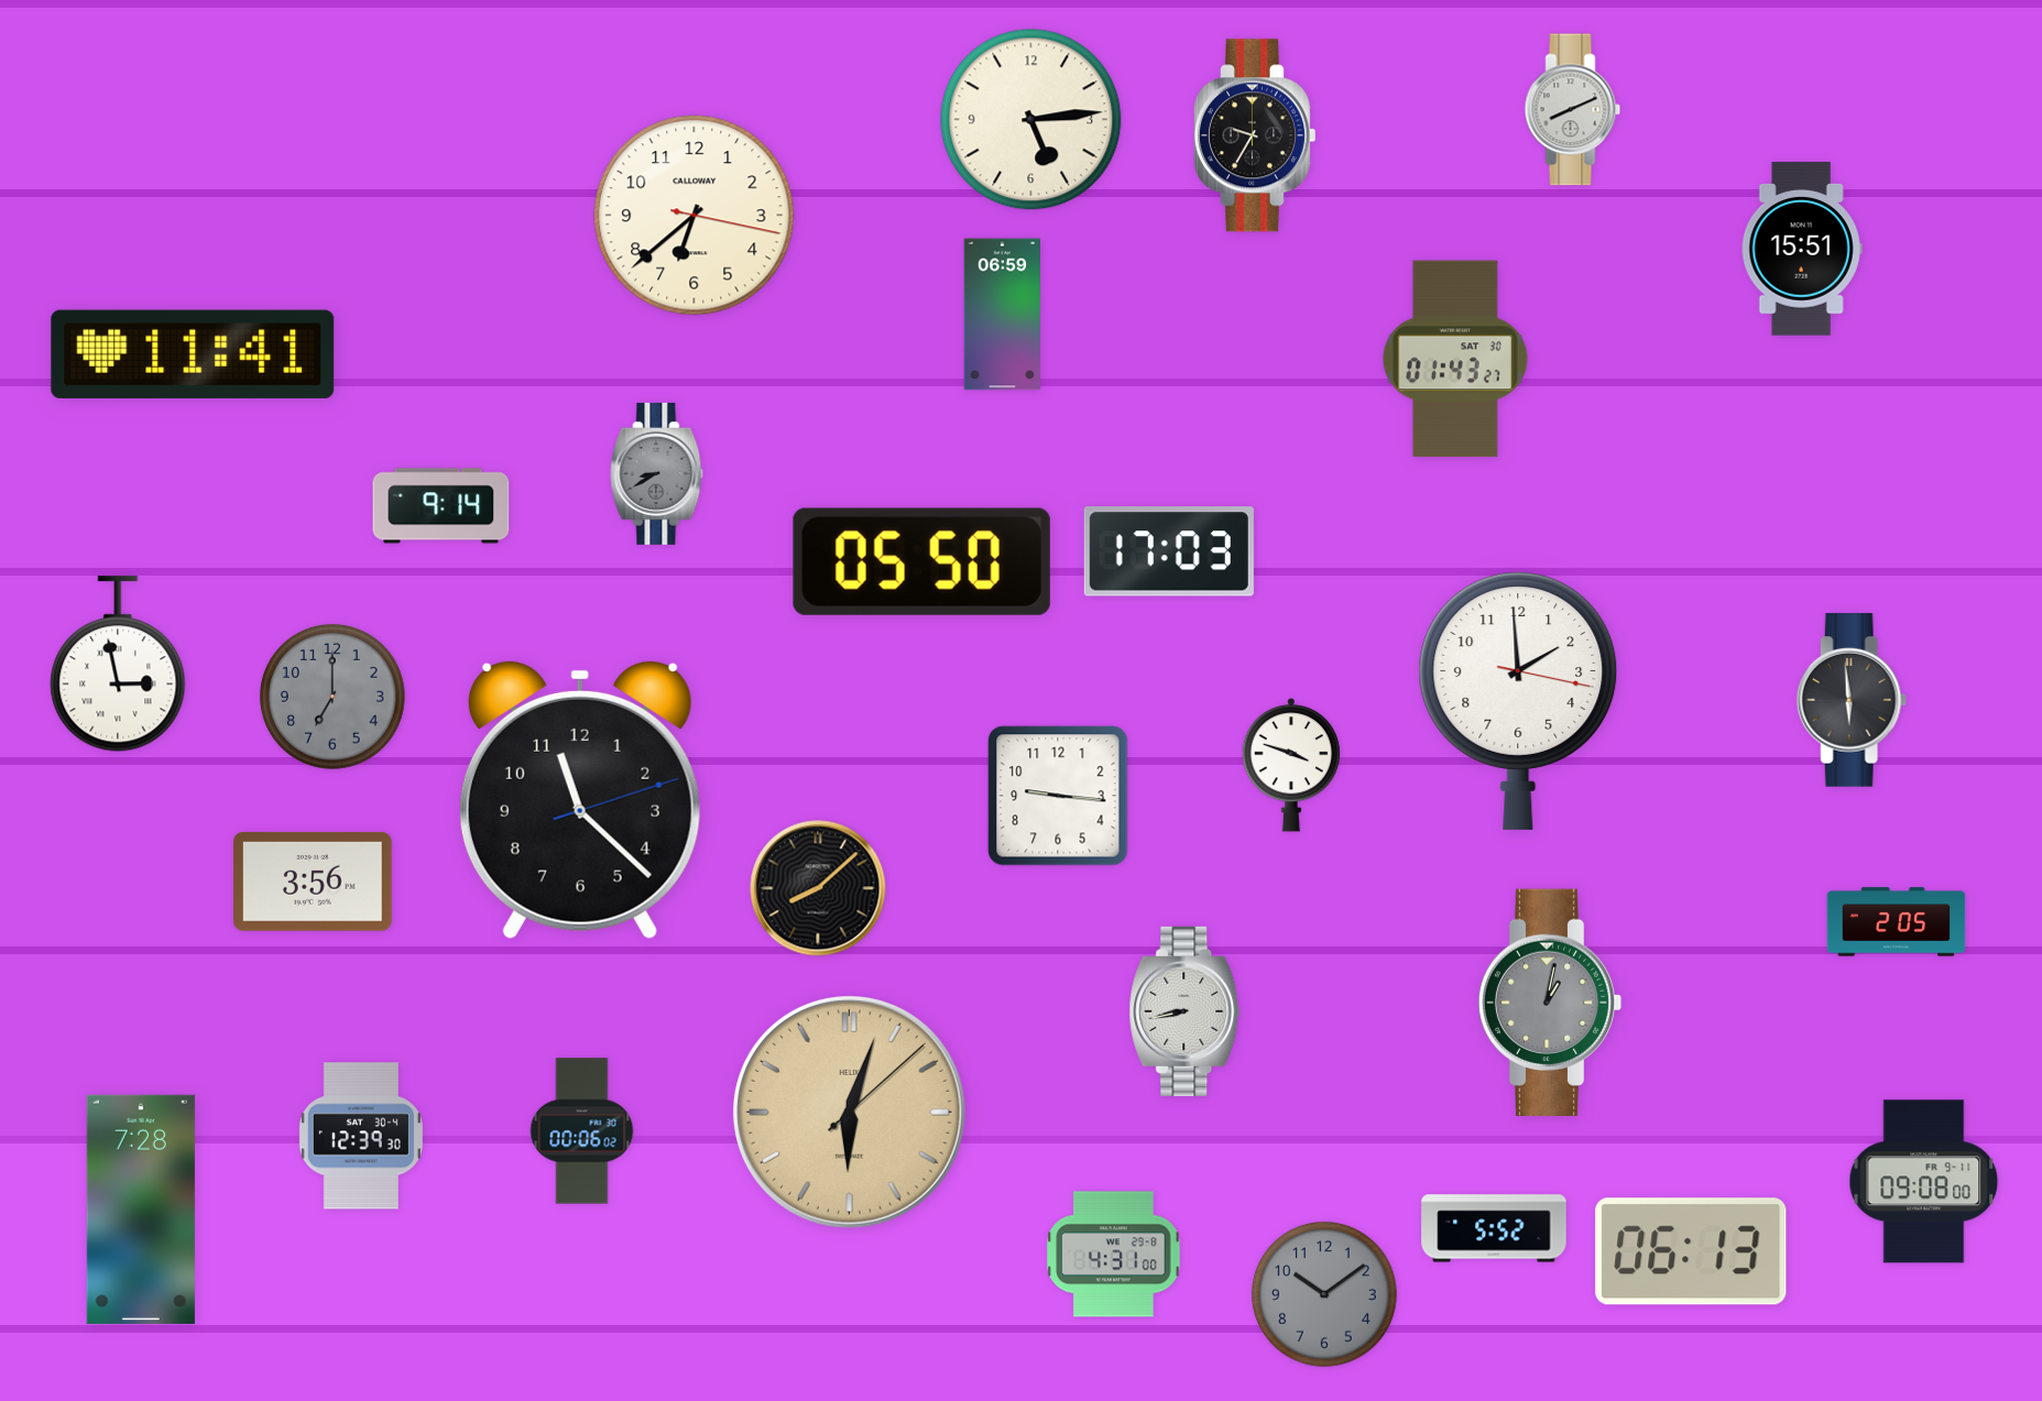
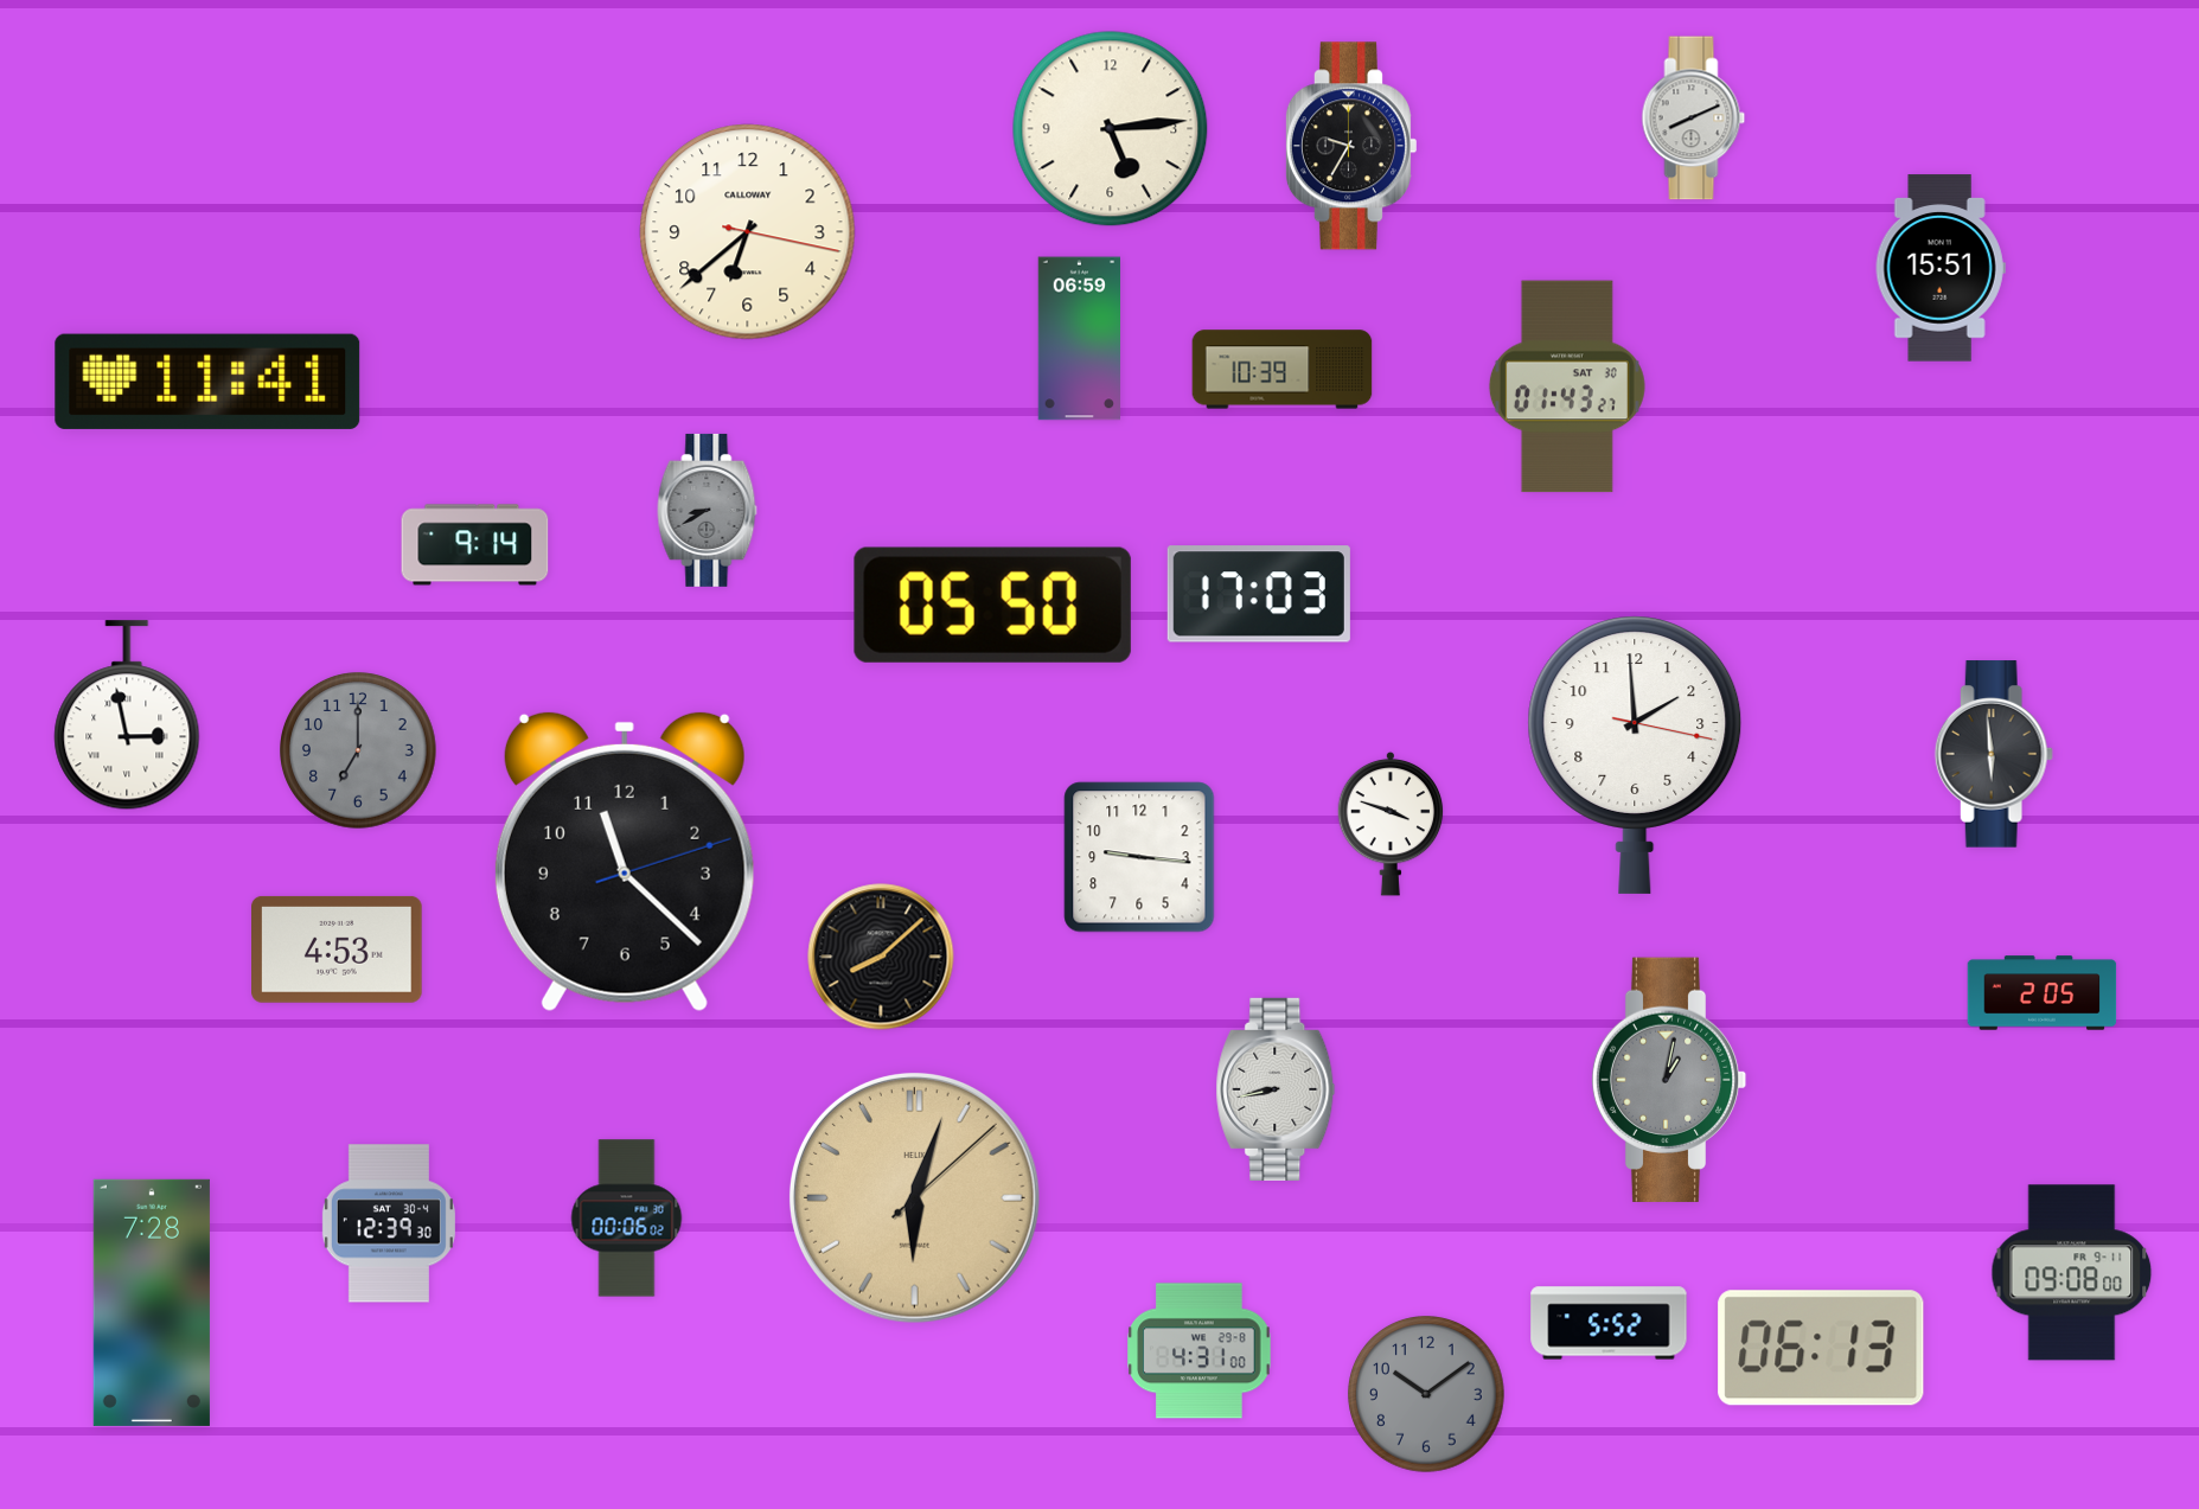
clock at (1283, 370): none -> 10:39
clock at (314, 882): 3:56 -> 4:53
